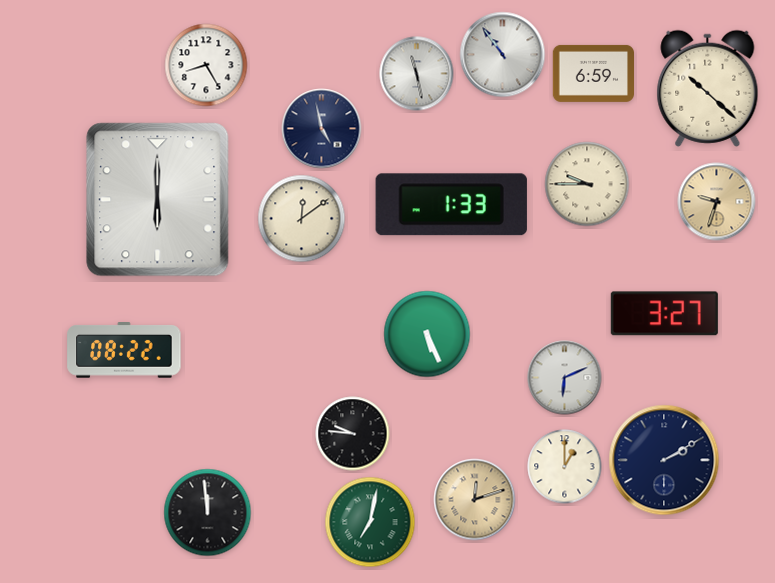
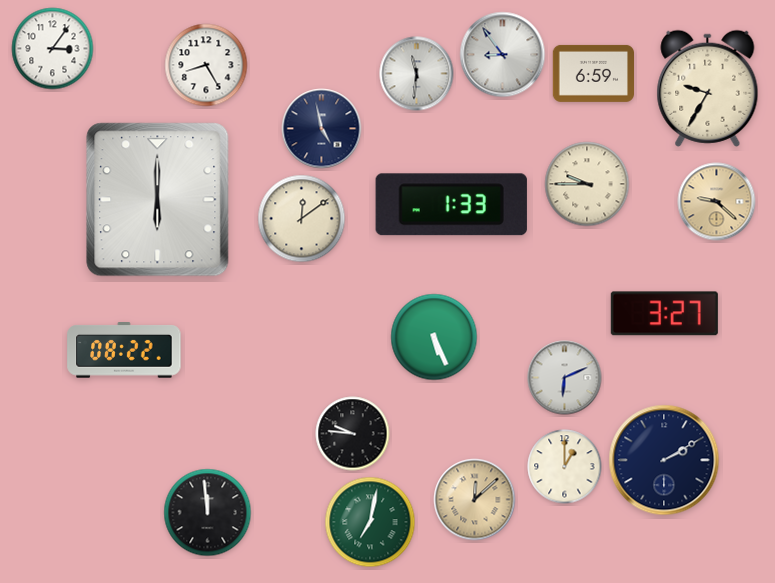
clock at (53, 49): none -> 3:06
clock at (503, 55): 10:54 -> 8:54
clock at (417, 74): 11:28 -> 11:31
clock at (708, 88): 10:22 -> 9:35
clock at (717, 202): 9:33 -> 9:22
clock at (427, 334) position: (427, 334) -> (434, 337)
clock at (475, 500): 12:12 -> 12:08
